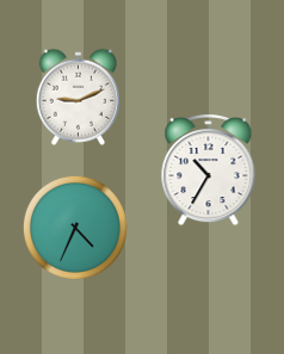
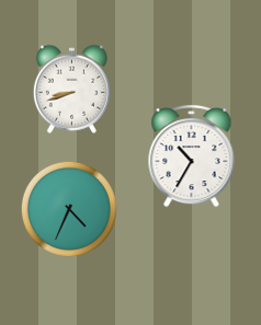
clock at (78, 97): 9:11 -> 8:42
